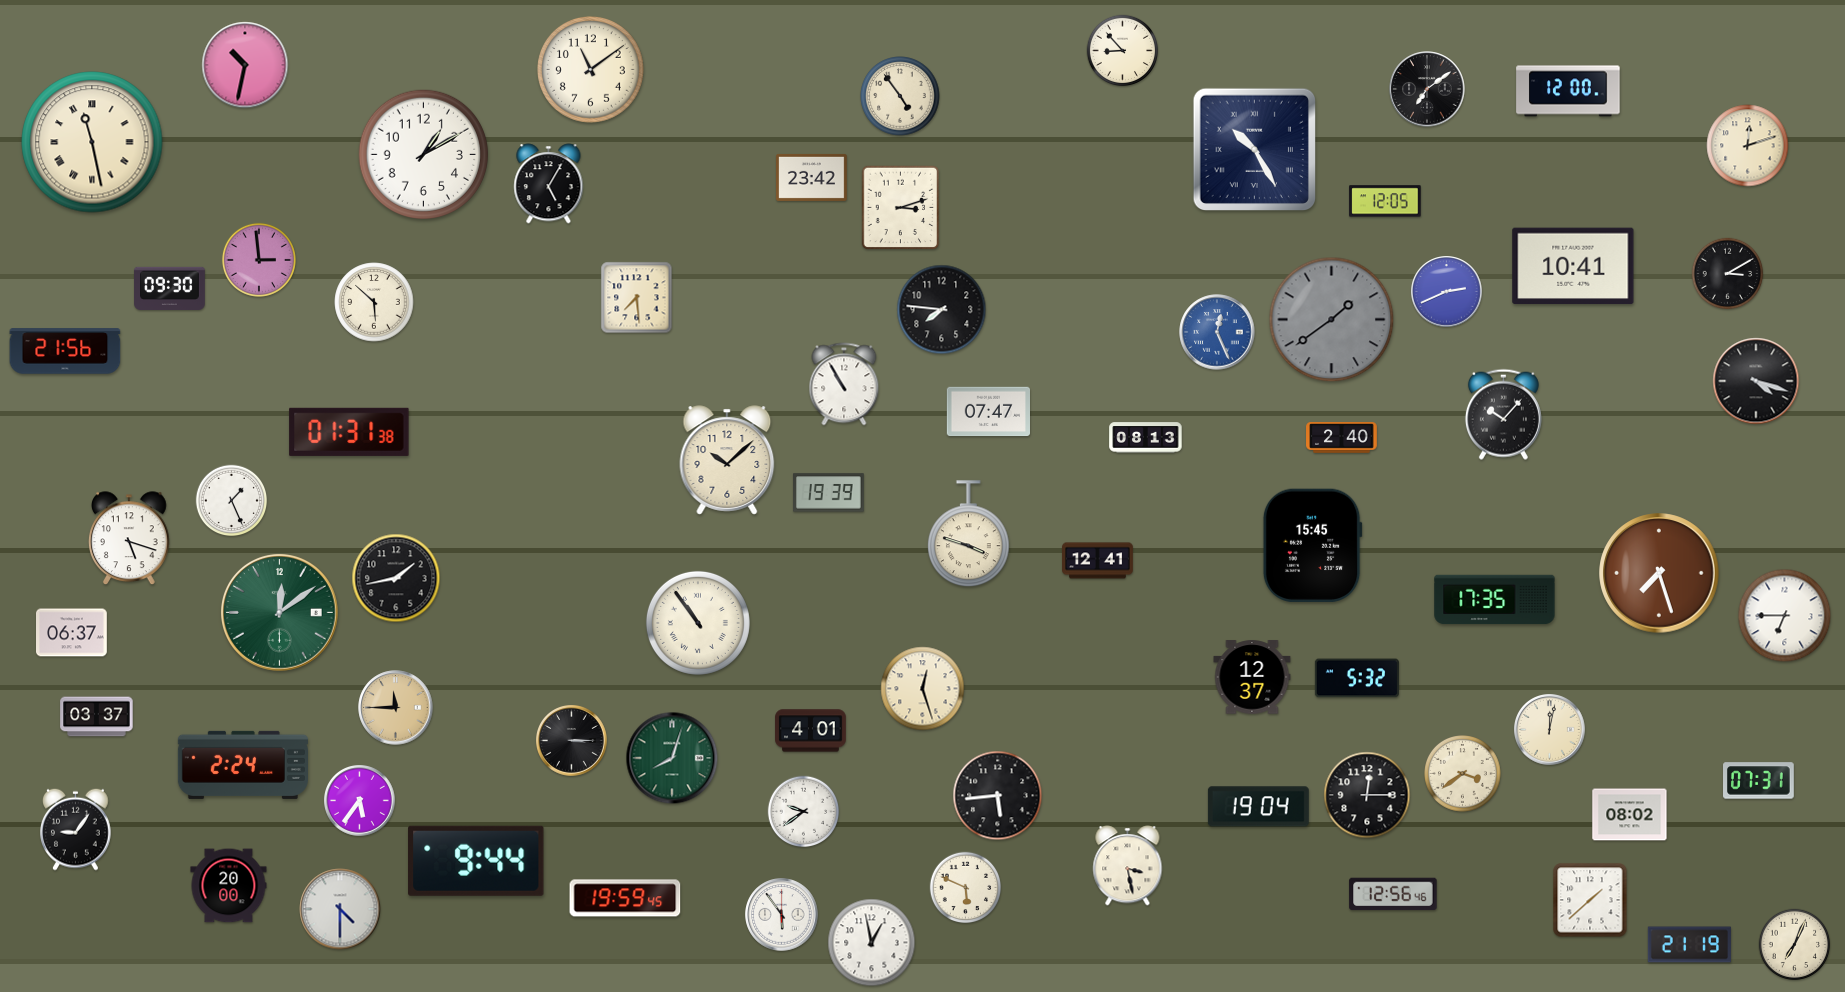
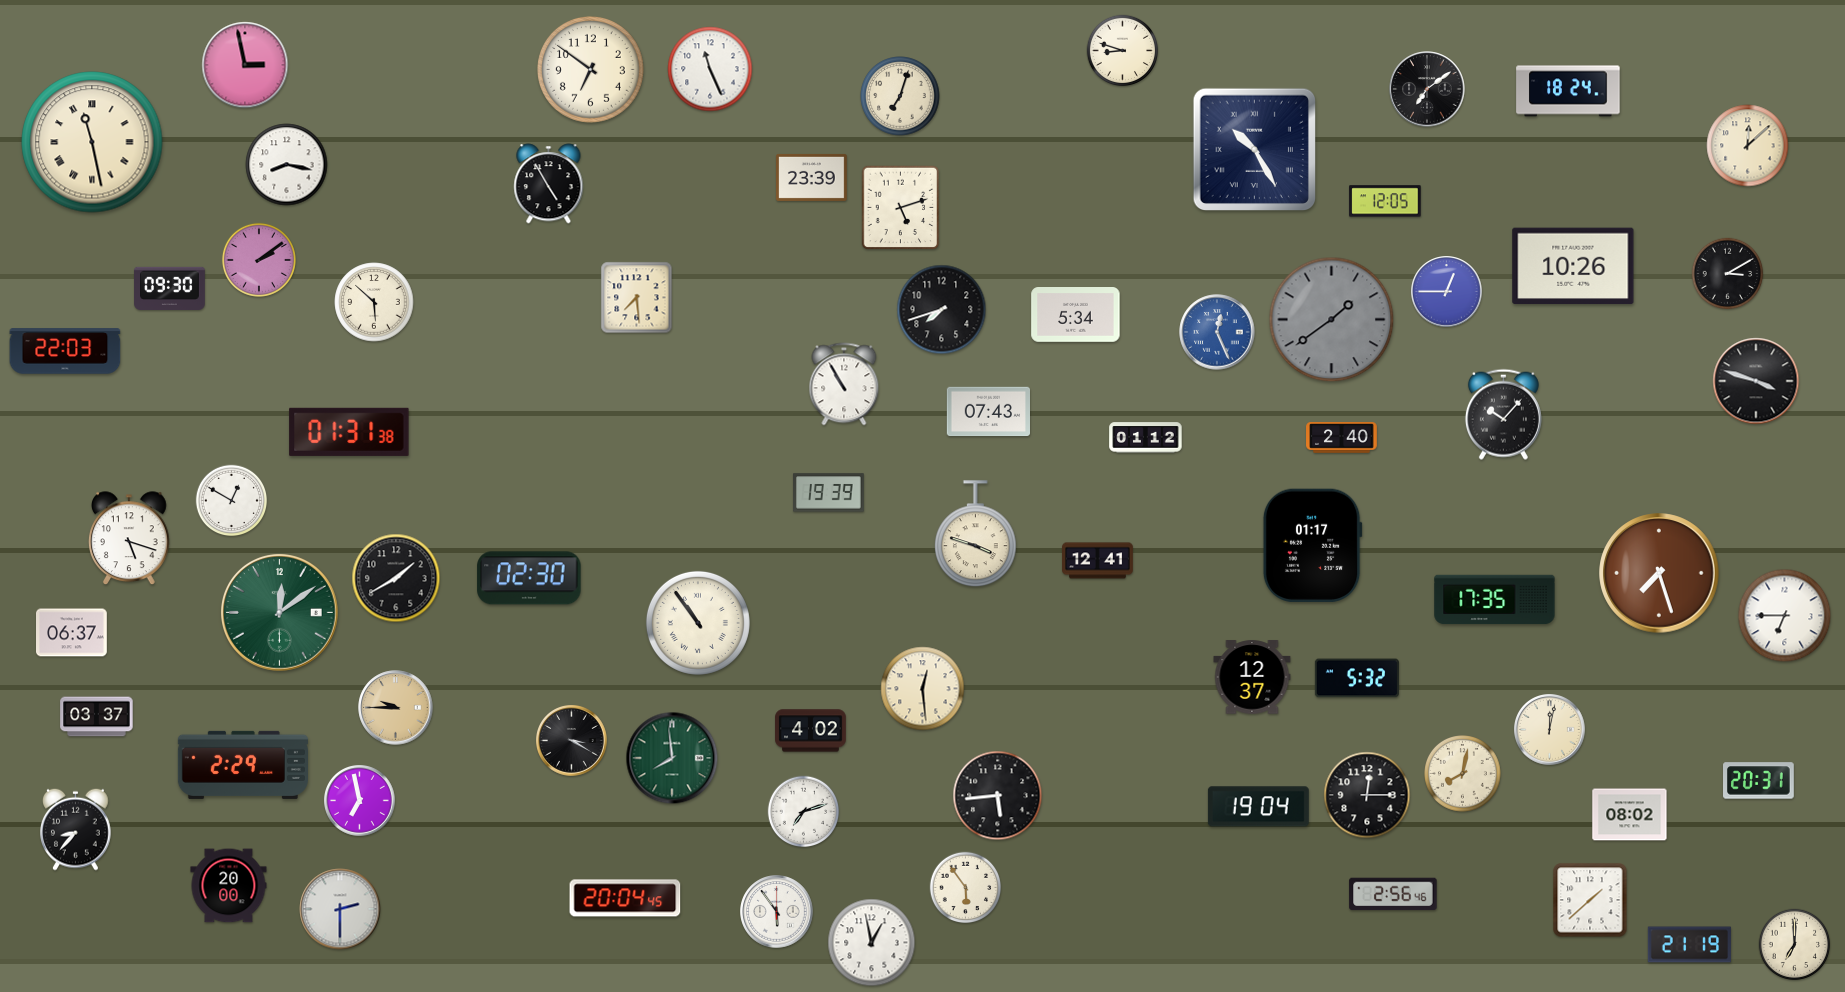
clock at (1123, 51): 8:53 -> 8:48
clock at (245, 65): 10:32 -> 2:58
clock at (590, 69): 11:09 -> 6:51
clock at (710, 69): none -> 11:26
clock at (1568, 91): 12:00 -> 18:24
clock at (900, 96): 4:54 -> 7:03
clock at (1748, 146): 12:12 -> 12:08
clock at (423, 154): 1:10 -> none
clock at (287, 165): none -> 8:17
clock at (812, 177): 23:42 -> 23:39
clock at (549, 184): 5:05 -> 4:55
clock at (901, 208): 3:12 -> 5:12
clock at (259, 260): 2:59 -> 2:09
clock at (1573, 266): 10:41 -> 10:26
clock at (1447, 292): 2:41 -> 12:45
clock at (942, 310): 7:46 -> 7:42
clock at (1076, 315): none -> 5:34
clock at (65, 351): 21:56 -> 22:03
clock at (1756, 381): 4:18 -> 3:48
clock at (988, 412): 07:47 -> 07:43
clock at (1146, 438): 08:13 -> 01:12
clock at (727, 460): 10:08 -> none
clock at (232, 501): 1:26 -> 12:50
clock at (968, 534) position: (968, 534) -> (975, 534)
clock at (1312, 545): 15:45 -> 01:17
clock at (396, 578): 1:43 -> 1:40
clock at (529, 578): none -> 02:30
clock at (923, 689): 12:27 -> 12:29
clock at (396, 708): 11:45 -> 9:45
clock at (811, 731): 4:01 -> 4:02
clock at (572, 741): 3:15 -> 3:20
clock at (672, 758): 8:03 -> 7:59
clock at (243, 765): 2:24 -> 2:29
clock at (1463, 774): 3:39 -> 8:02
clock at (1759, 781): 07:31 -> 20:31
clock at (360, 801): 5:36 -> 6:58
clock at (804, 812): 9:39 -> 7:12
clock at (76, 829): 9:06 -> 8:37
clock at (476, 861): 9:44 -> none
clock at (1128, 866): 3:28 -> none
clock at (966, 888): 5:49 -> 5:54
clock at (1393, 894): 12:56 -> 2:56
clock at (625, 898): 19:59 -> 20:04
clock at (340, 909): 4:30 -> 2:30
clock at (782, 915) position: (782, 915) -> (777, 912)
clock at (1795, 945): 7:04 -> 7:00
